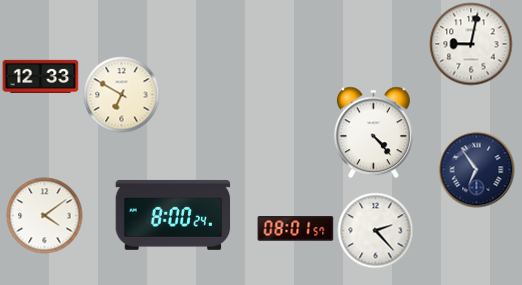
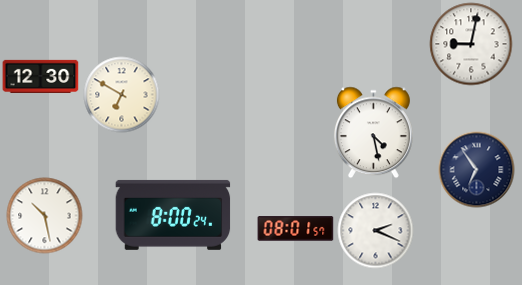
clock at (41, 76): 12:33 -> 12:30
clock at (373, 133): 4:23 -> 4:28
clock at (45, 216): 4:09 -> 10:28
clock at (376, 231): 2:23 -> 2:19
